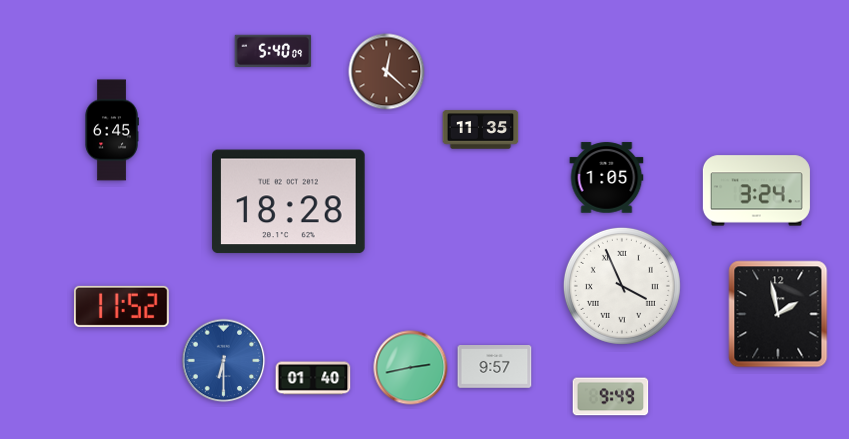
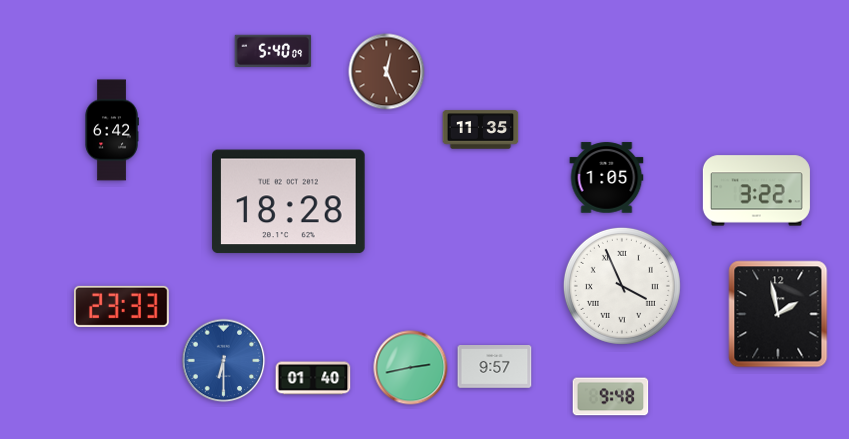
clock at (387, 72): 12:22 -> 12:26
clock at (112, 130): 6:45 -> 6:42
clock at (756, 191): 3:24 -> 3:22
clock at (122, 306): 11:52 -> 23:33
clock at (611, 397): 9:49 -> 9:48
